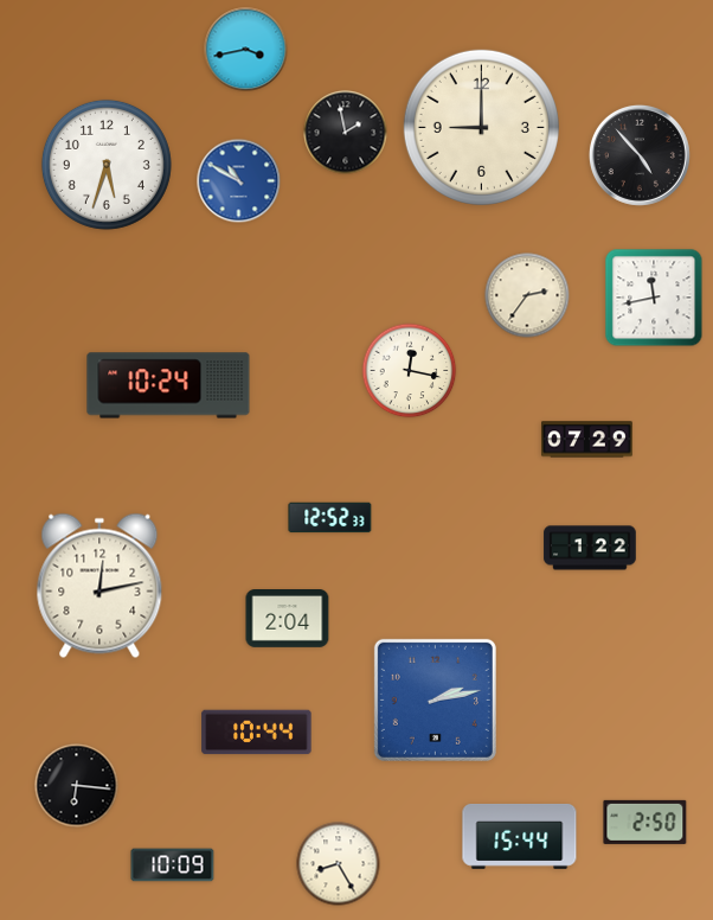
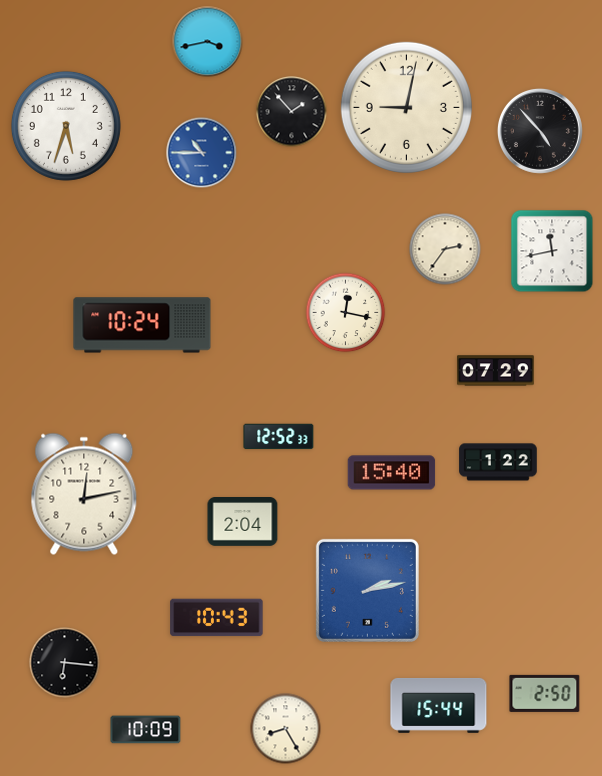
clock at (481, 127): 9:00 -> 9:02
clock at (346, 133): 1:58 -> 1:53
clock at (107, 165) position: (107, 165) -> (66, 126)
clock at (239, 181): 10:50 -> 10:45
clock at (392, 473): none -> 15:40
clock at (257, 733): 10:44 -> 10:43
